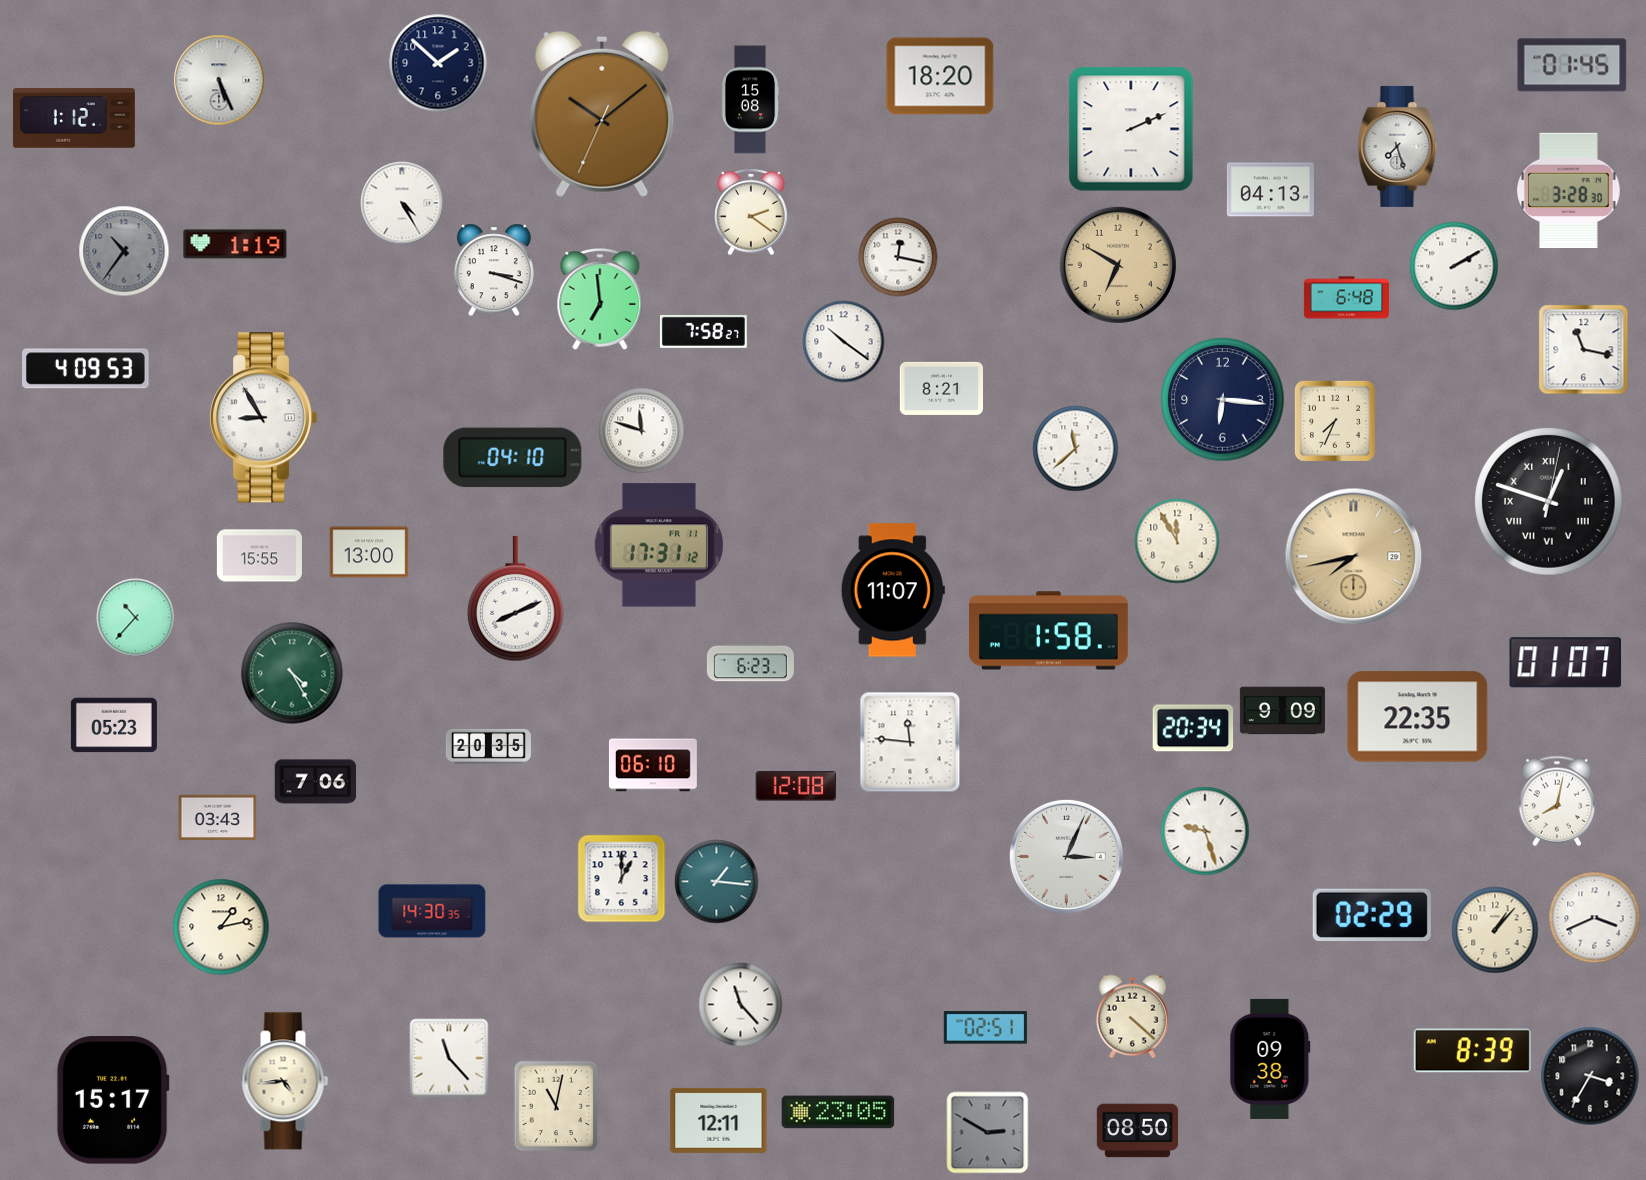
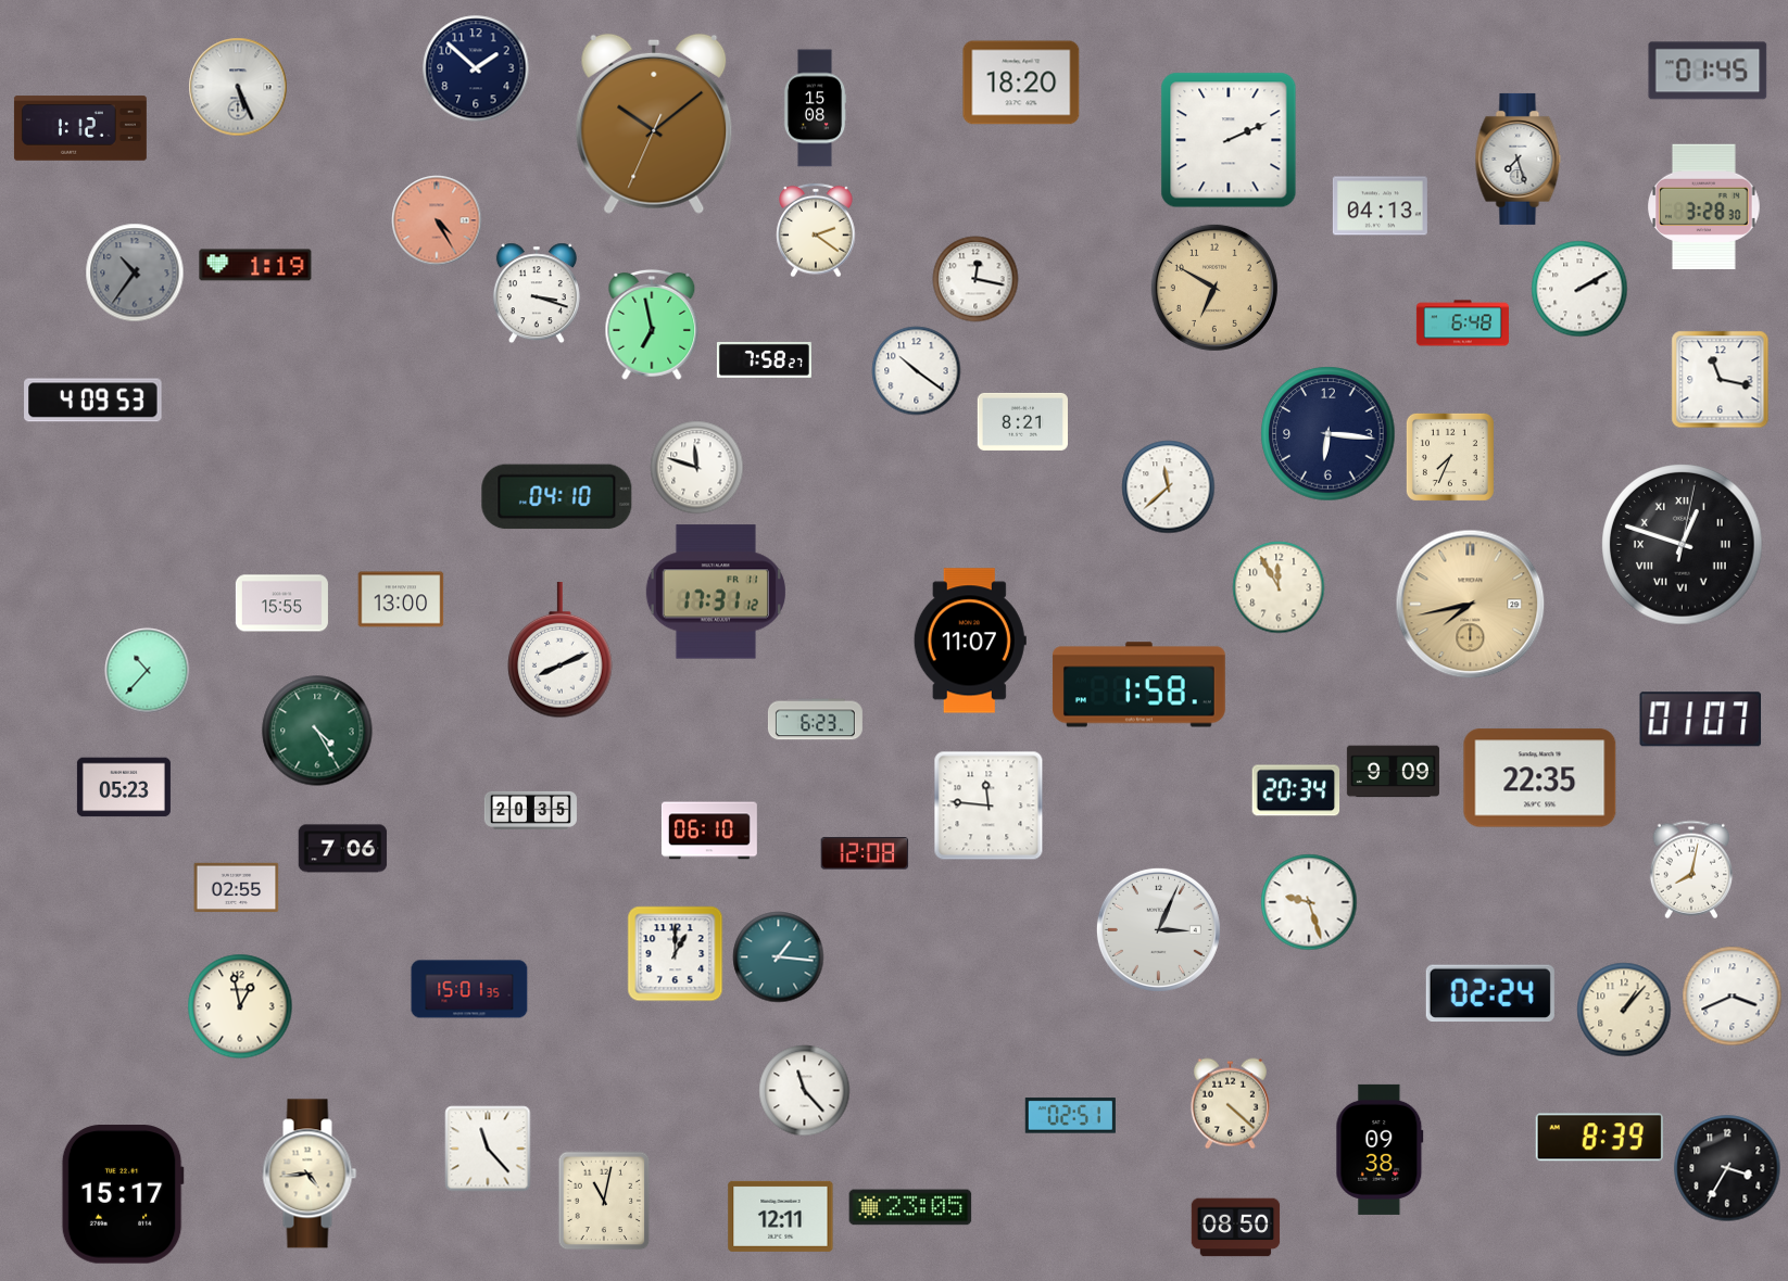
clock at (402, 203) dial: white -> salmon
clock at (600, 299): 6:59 -> 6:58
clock at (263, 418): 8:55 -> none
clock at (218, 818): 03:43 -> 02:55
clock at (432, 911): 14:30 -> 15:01
clock at (1372, 914): 02:29 -> 02:24
clock at (221, 927): 1:13 -> 12:58
clock at (1472, 1051) position: (1472, 1051) -> (1599, 1138)
clock at (988, 1133): 2:50 -> none
